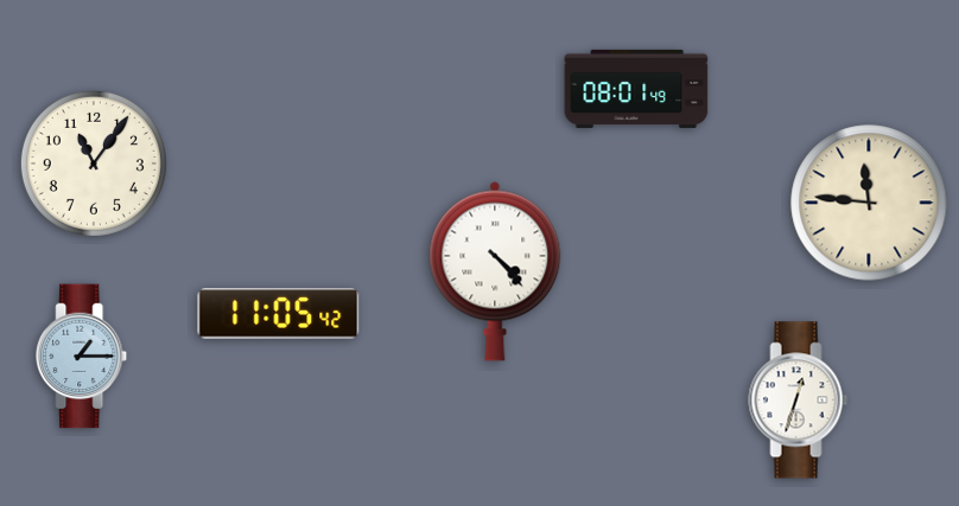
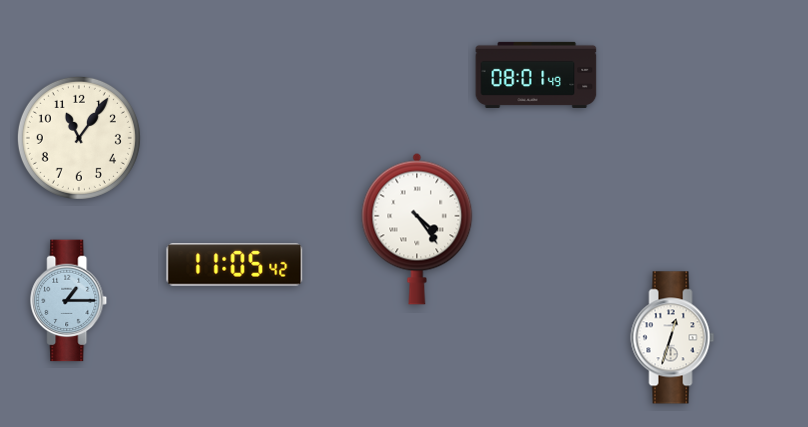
clock at (869, 203): 11:46 -> none
clock at (495, 271): 4:23 -> 4:24
